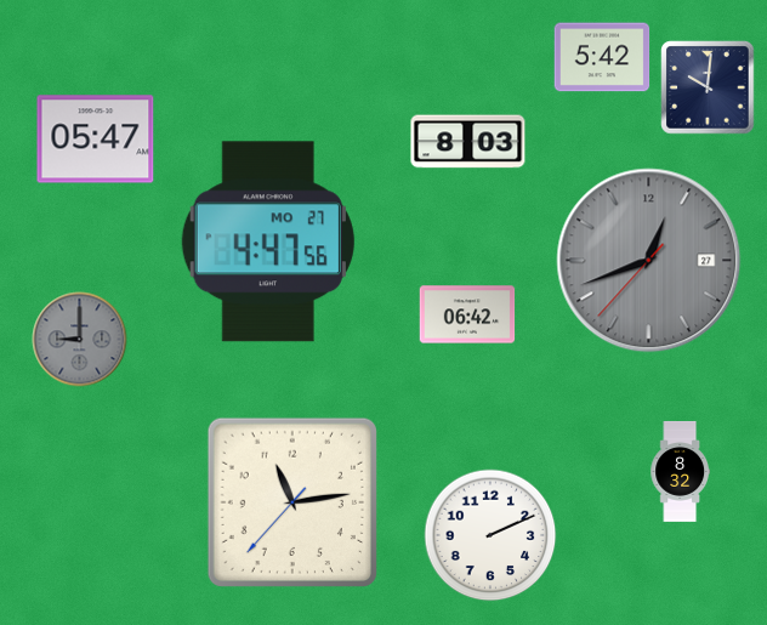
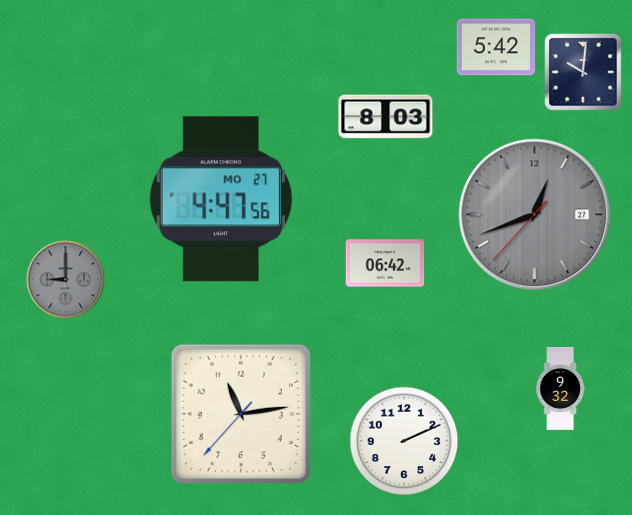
clock at (96, 140): 05:47 -> none
clock at (467, 314) position: (467, 314) -> (385, 263)
clock at (680, 471): 8:32 -> 9:32
